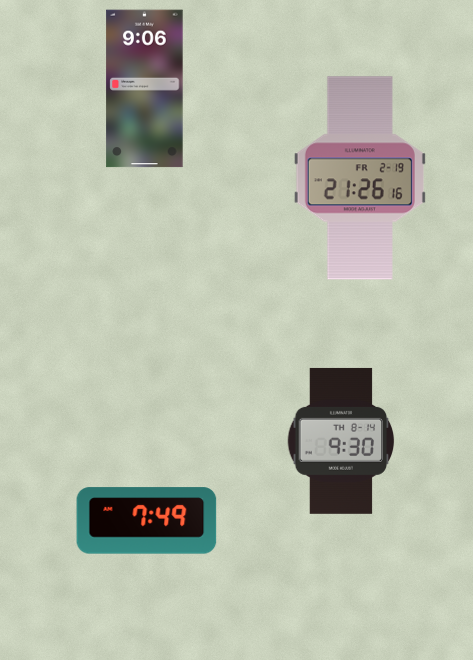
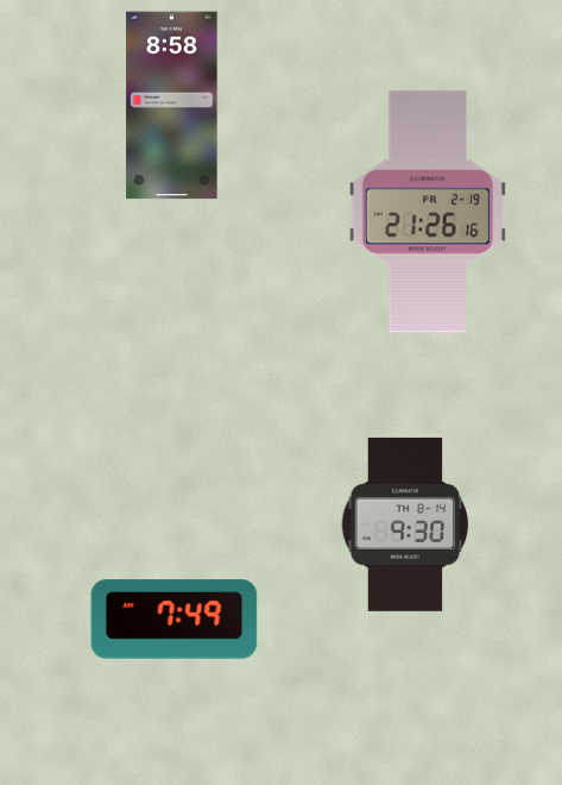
clock at (145, 89): 9:06 -> 8:58
